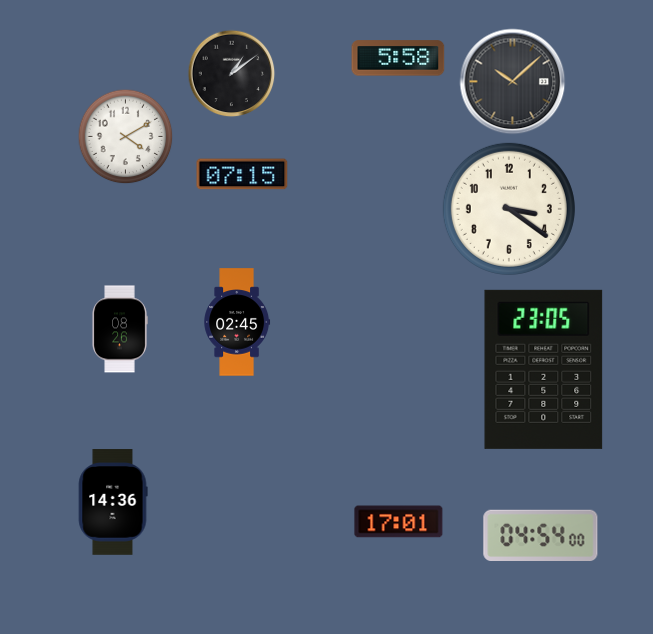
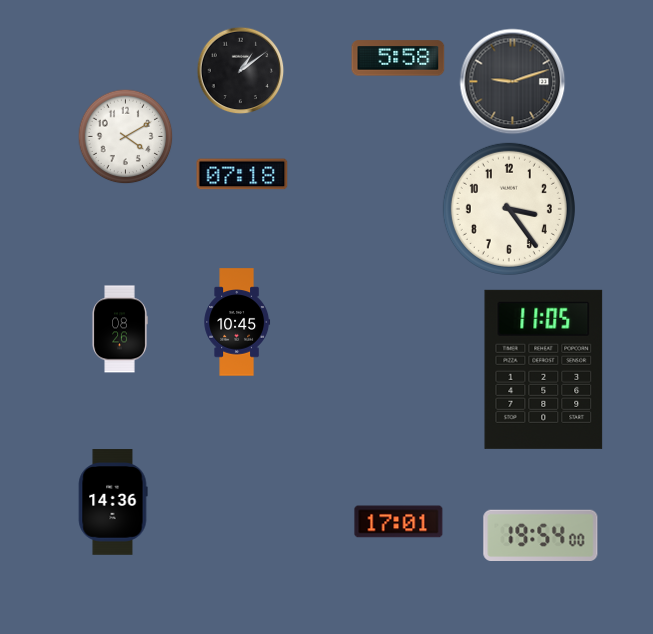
clock at (232, 74) position: (232, 74) -> (241, 71)
clock at (513, 82): 10:08 -> 9:12
clock at (242, 174): 07:15 -> 07:18
clock at (509, 209): 3:21 -> 3:24
clock at (237, 322): 02:45 -> 10:45
clock at (544, 369): 23:05 -> 11:05
clock at (541, 535): 04:54 -> 19:54
